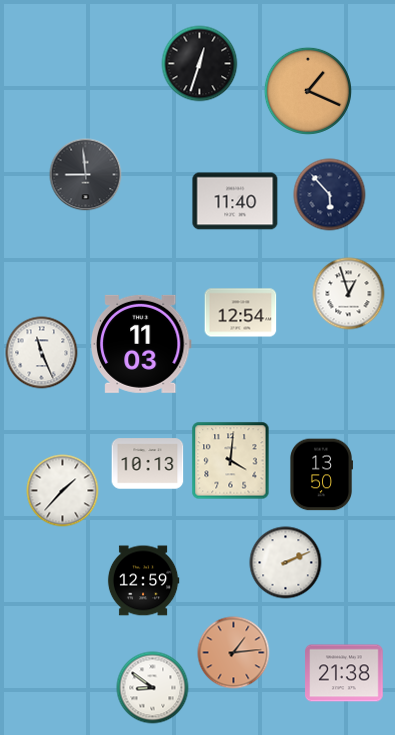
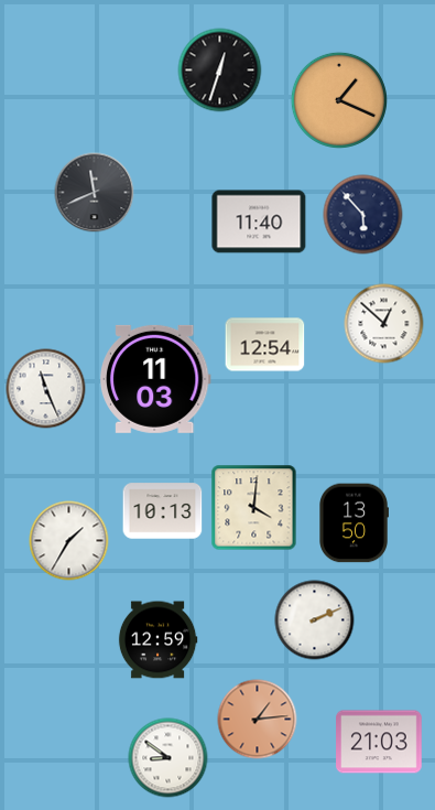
clock at (86, 175): 8:59 -> 11:41
clock at (349, 294): 12:57 -> 12:52
clock at (63, 491): 1:37 -> 1:35
clock at (344, 673): 21:38 -> 21:03
